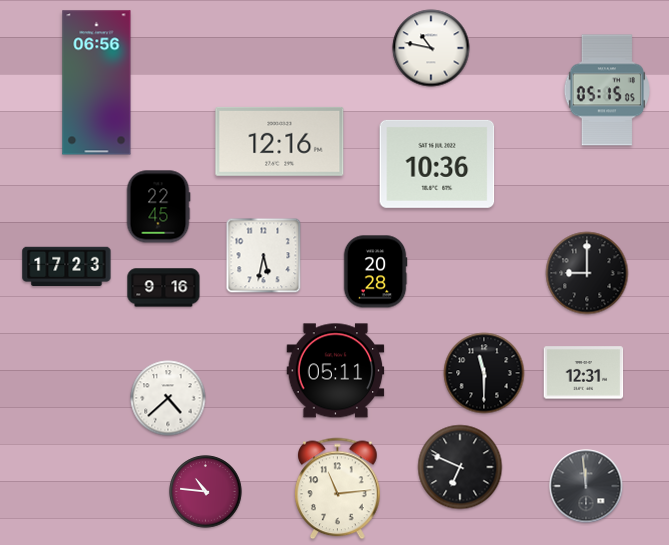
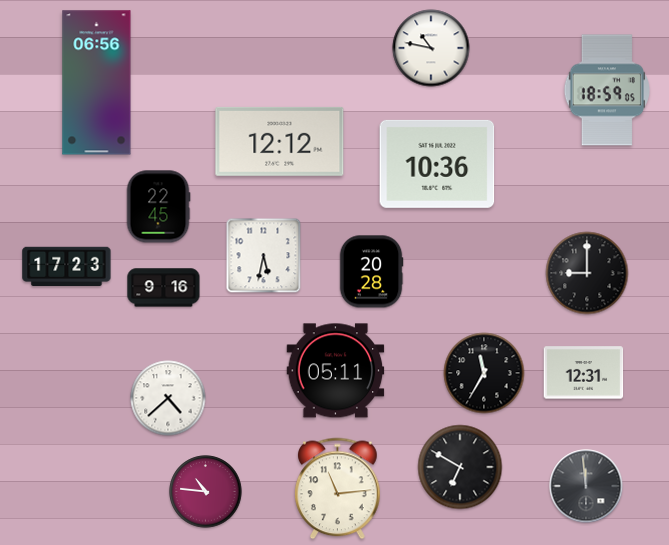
clock at (607, 90): 05:15 -> 18:59
clock at (280, 141): 12:16 -> 12:12
clock at (375, 272) position: (375, 272) -> (371, 272)
clock at (484, 373): 11:30 -> 11:35
clock at (460, 467): 6:49 -> 6:50
